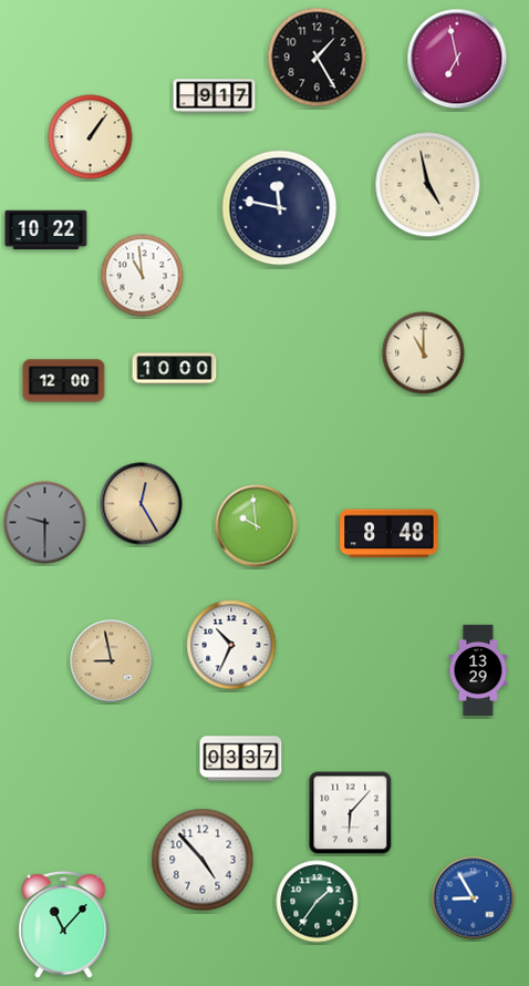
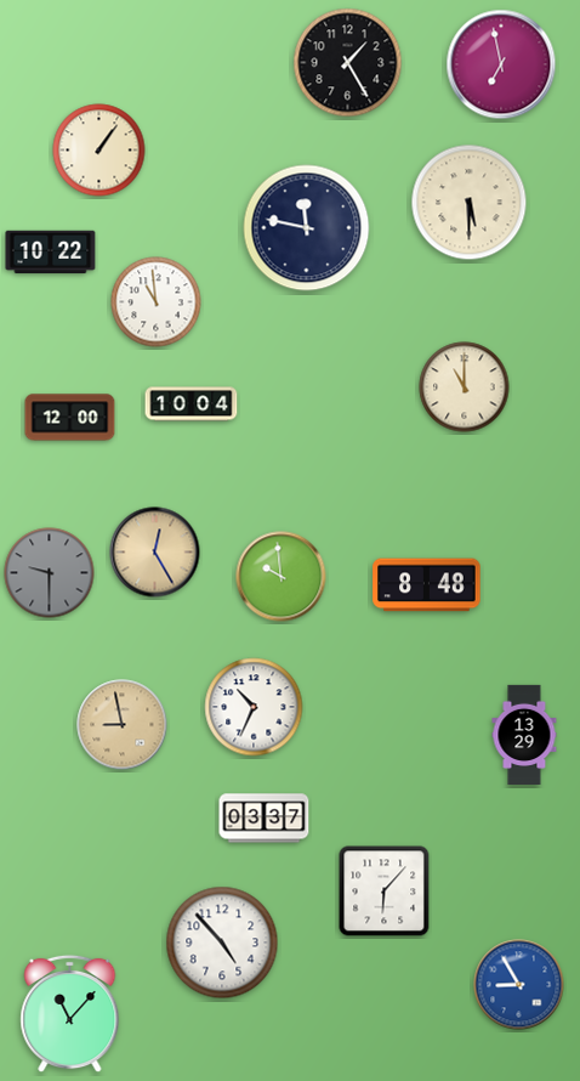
clock at (215, 96): 9:17 -> none
clock at (428, 185): 4:58 -> 5:30
clock at (175, 369): 10:00 -> 10:04
clock at (241, 759) position: (241, 759) -> (265, 819)
clock at (318, 902): 1:36 -> none
